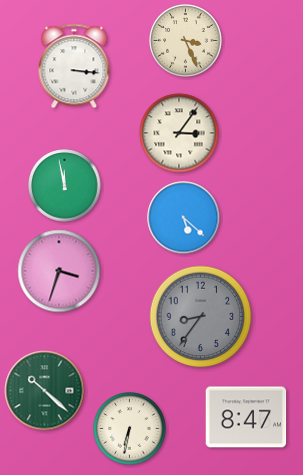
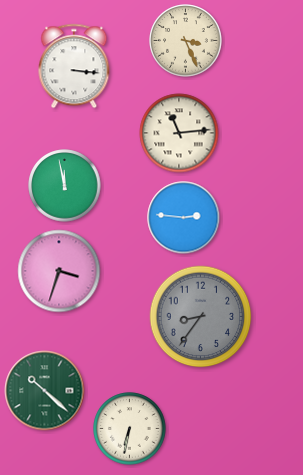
clock at (179, 133): 3:06 -> 11:14
clock at (184, 218): 5:22 -> 2:46
clock at (246, 417): 8:47 -> none
